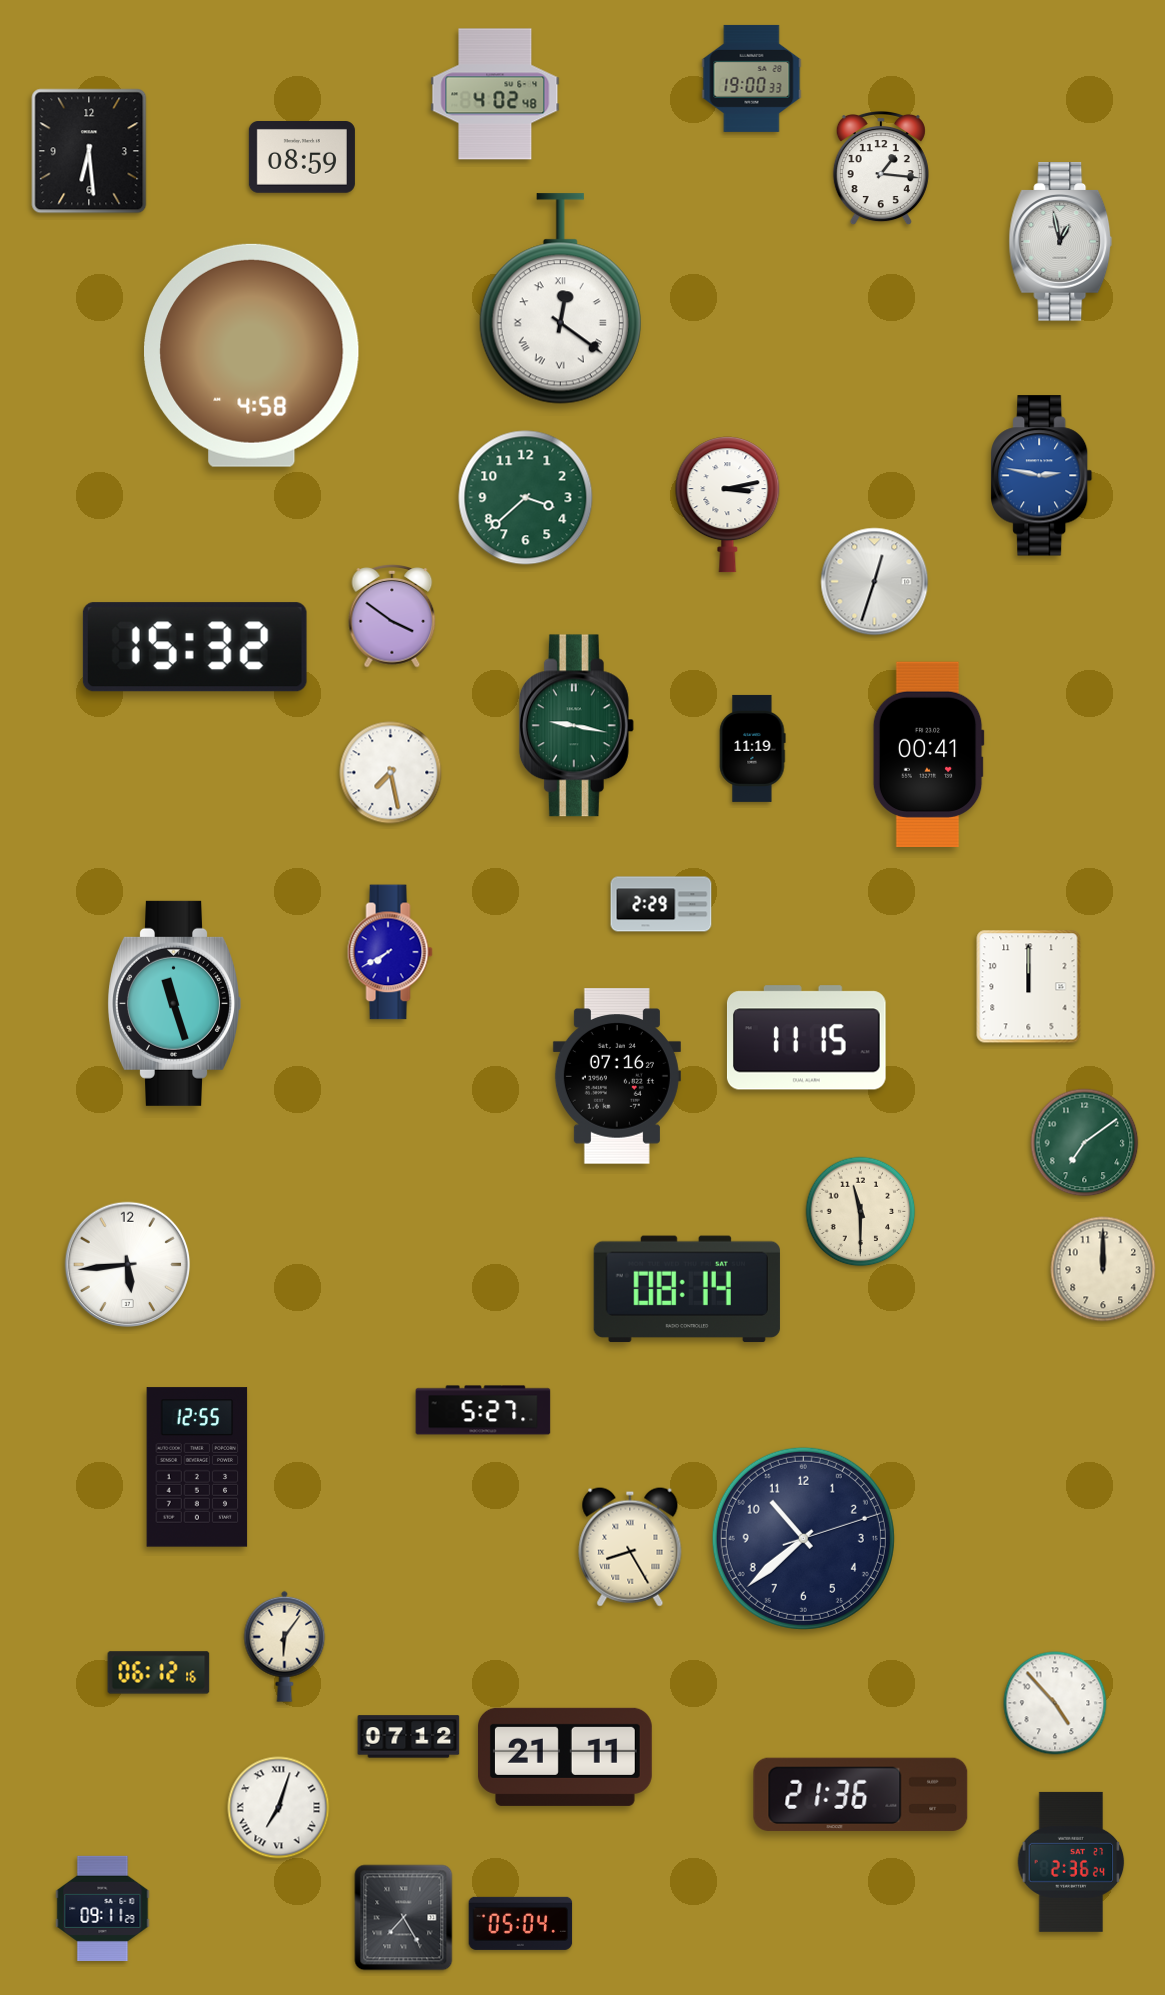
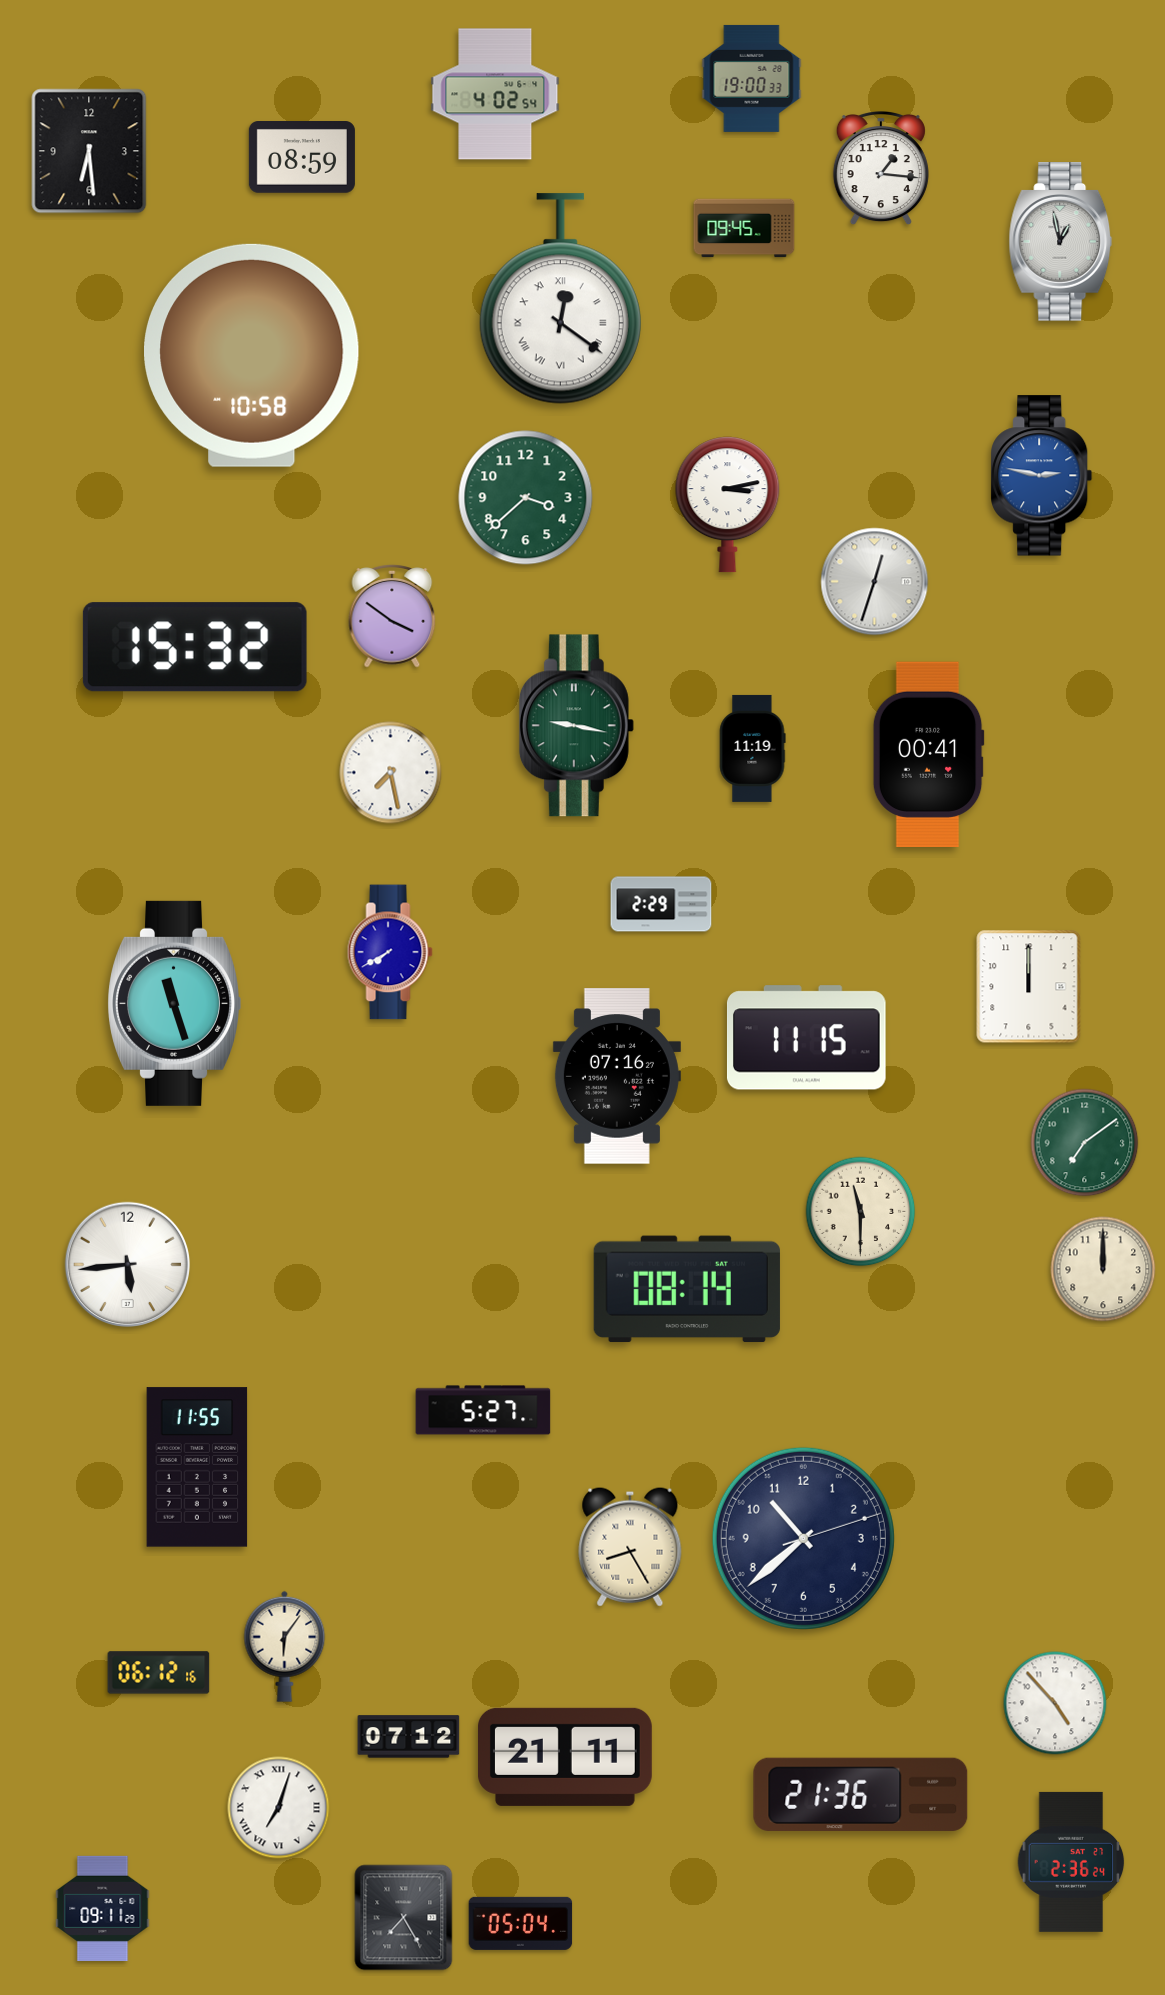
clock at (495, 94): 4:02:48 -> 4:02:54
clock at (744, 228): none -> 09:45
clock at (252, 355): 4:58 -> 10:58
clock at (197, 1467): 12:55 -> 11:55
